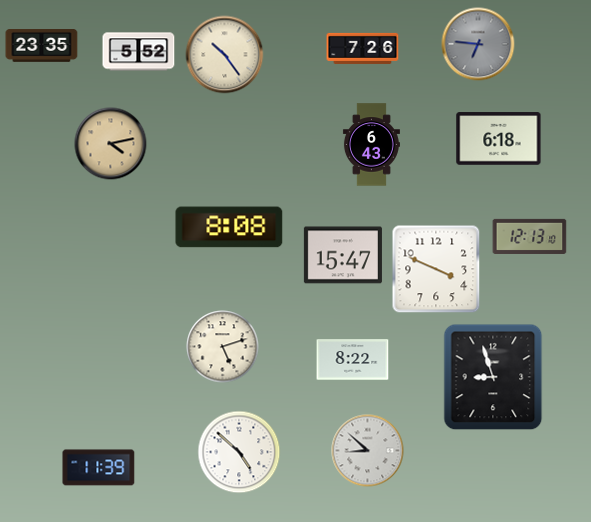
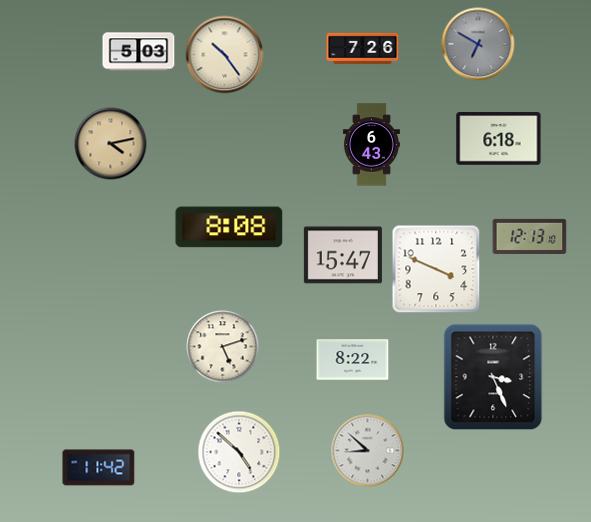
clock at (478, 44): 6:46 -> 6:50
clock at (42, 46): 23:35 -> none
clock at (139, 52): 5:52 -> 5:03
clock at (493, 377): 8:57 -> 3:26
clock at (99, 468): 11:39 -> 11:42
